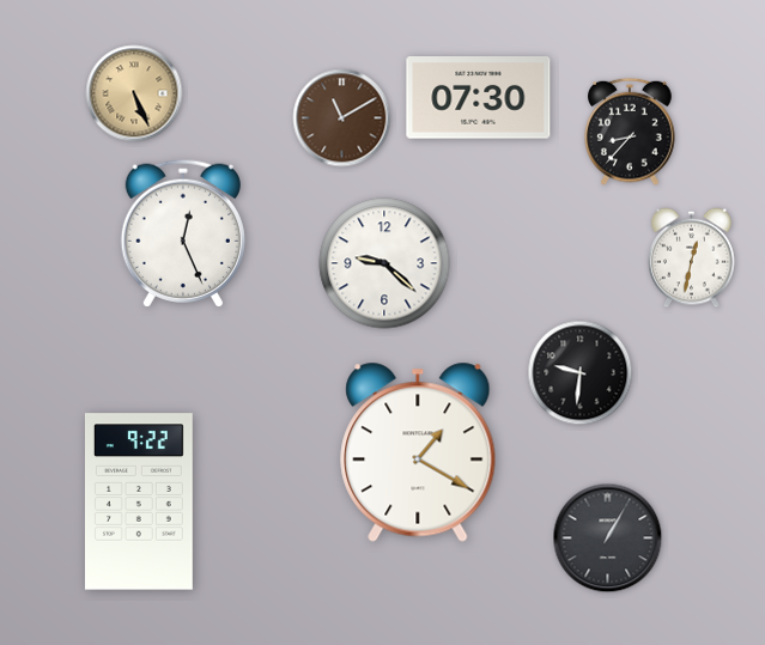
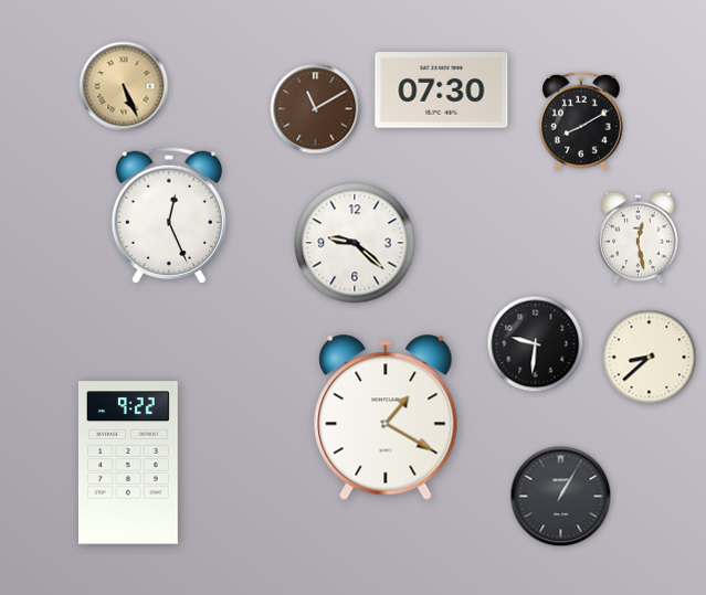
clock at (630, 132): 8:37 -> 8:10
clock at (692, 258): 12:32 -> 12:28
clock at (650, 358): none -> 8:38
